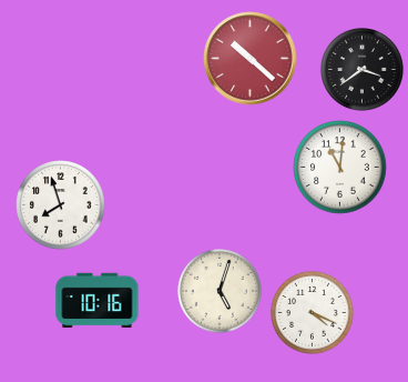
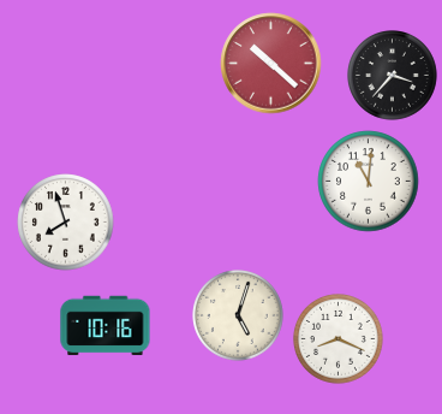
clock at (363, 70): 3:39 -> 3:37
clock at (313, 313): 4:19 -> 8:19
